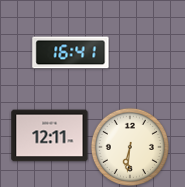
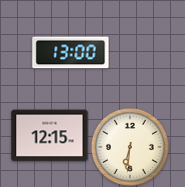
clock at (71, 53): 16:41 -> 13:00
clock at (50, 136): 12:11 -> 12:15
